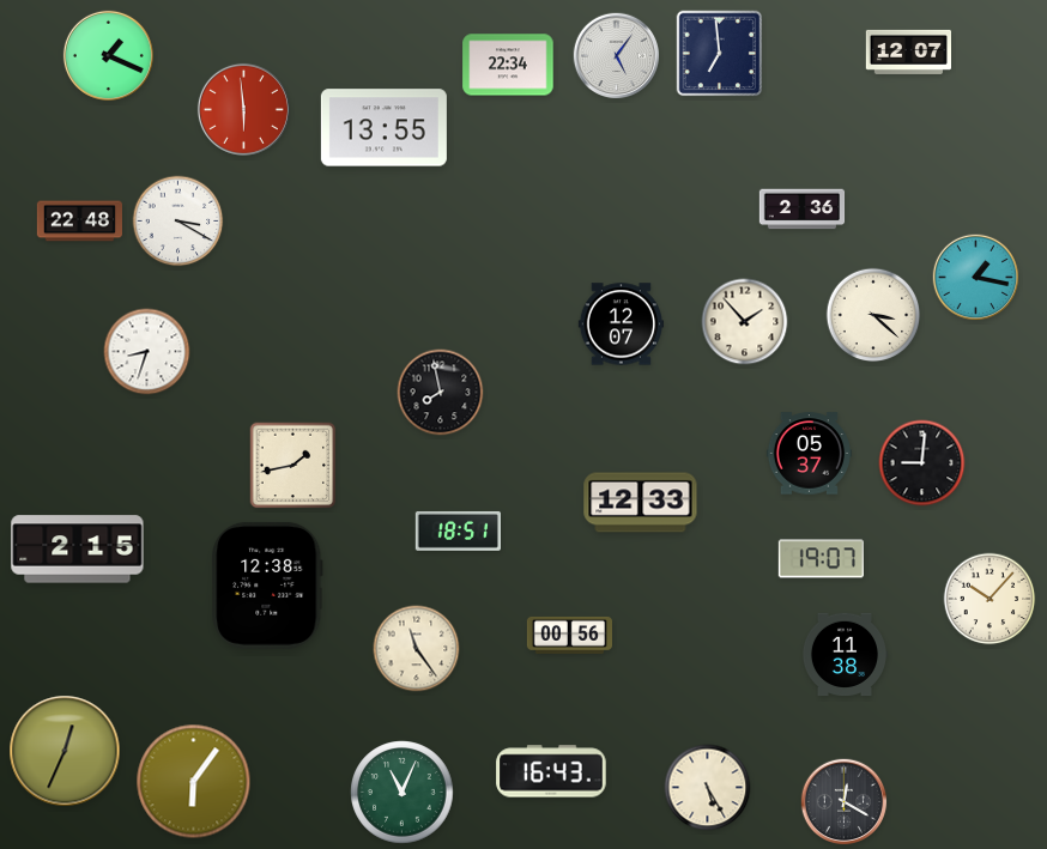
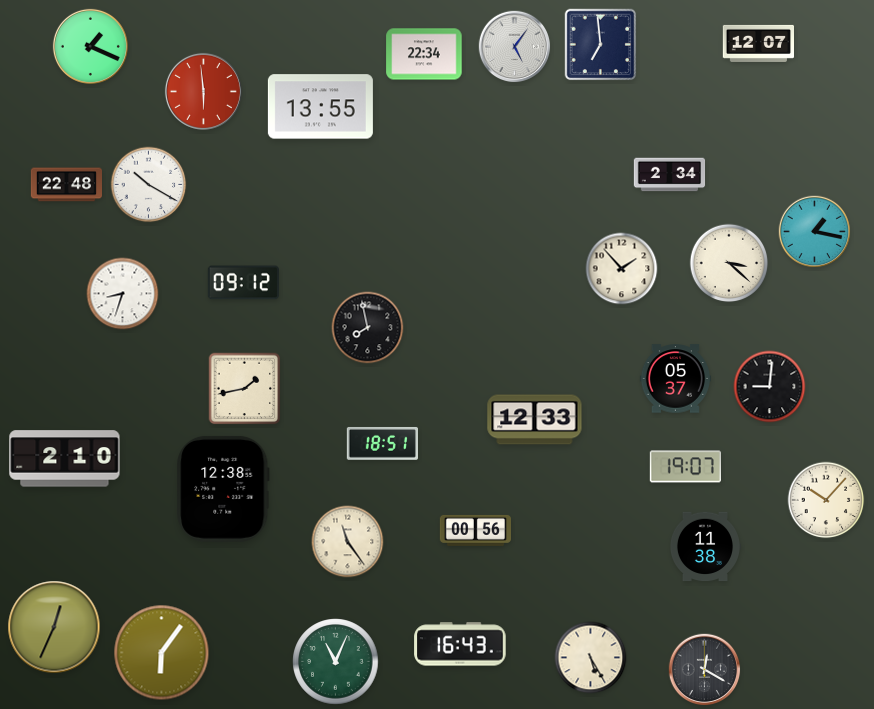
clock at (803, 210): 2:36 -> 2:34
clock at (178, 222): 3:20 -> 10:20
clock at (621, 325): 12:07 -> none
clock at (243, 283): none -> 09:12
clock at (78, 550): 2:15 -> 2:10
